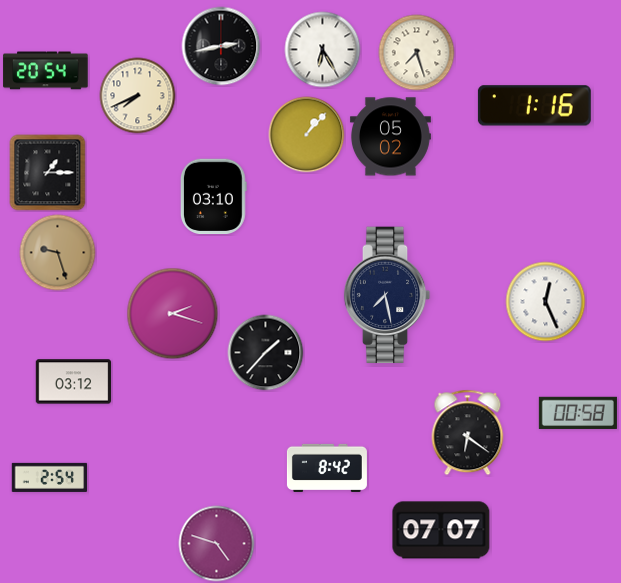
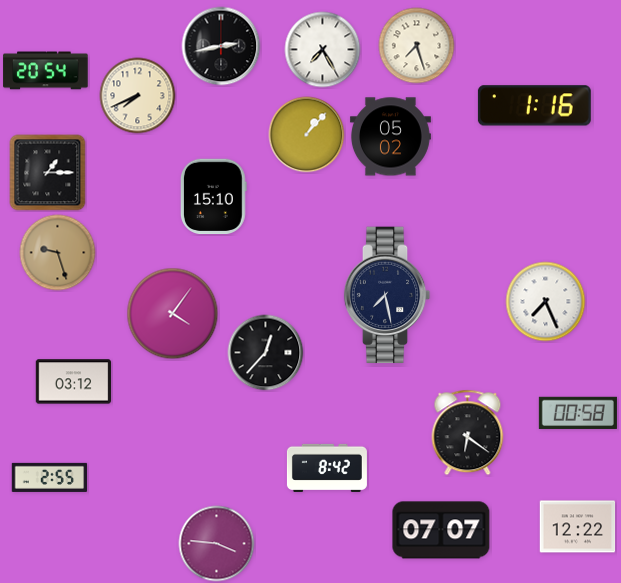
clock at (323, 50): 6:25 -> 7:25
clock at (417, 53) position: (417, 53) -> (417, 46)
clock at (213, 197): 03:10 -> 15:10
clock at (546, 302): 12:26 -> 7:26
clock at (173, 314): 2:18 -> 4:06
clock at (266, 353): 1:37 -> 12:37
clock at (50, 477): 2:54 -> 2:55
clock at (578, 527): none -> 12:22
clock at (217, 544): 4:48 -> 3:46
